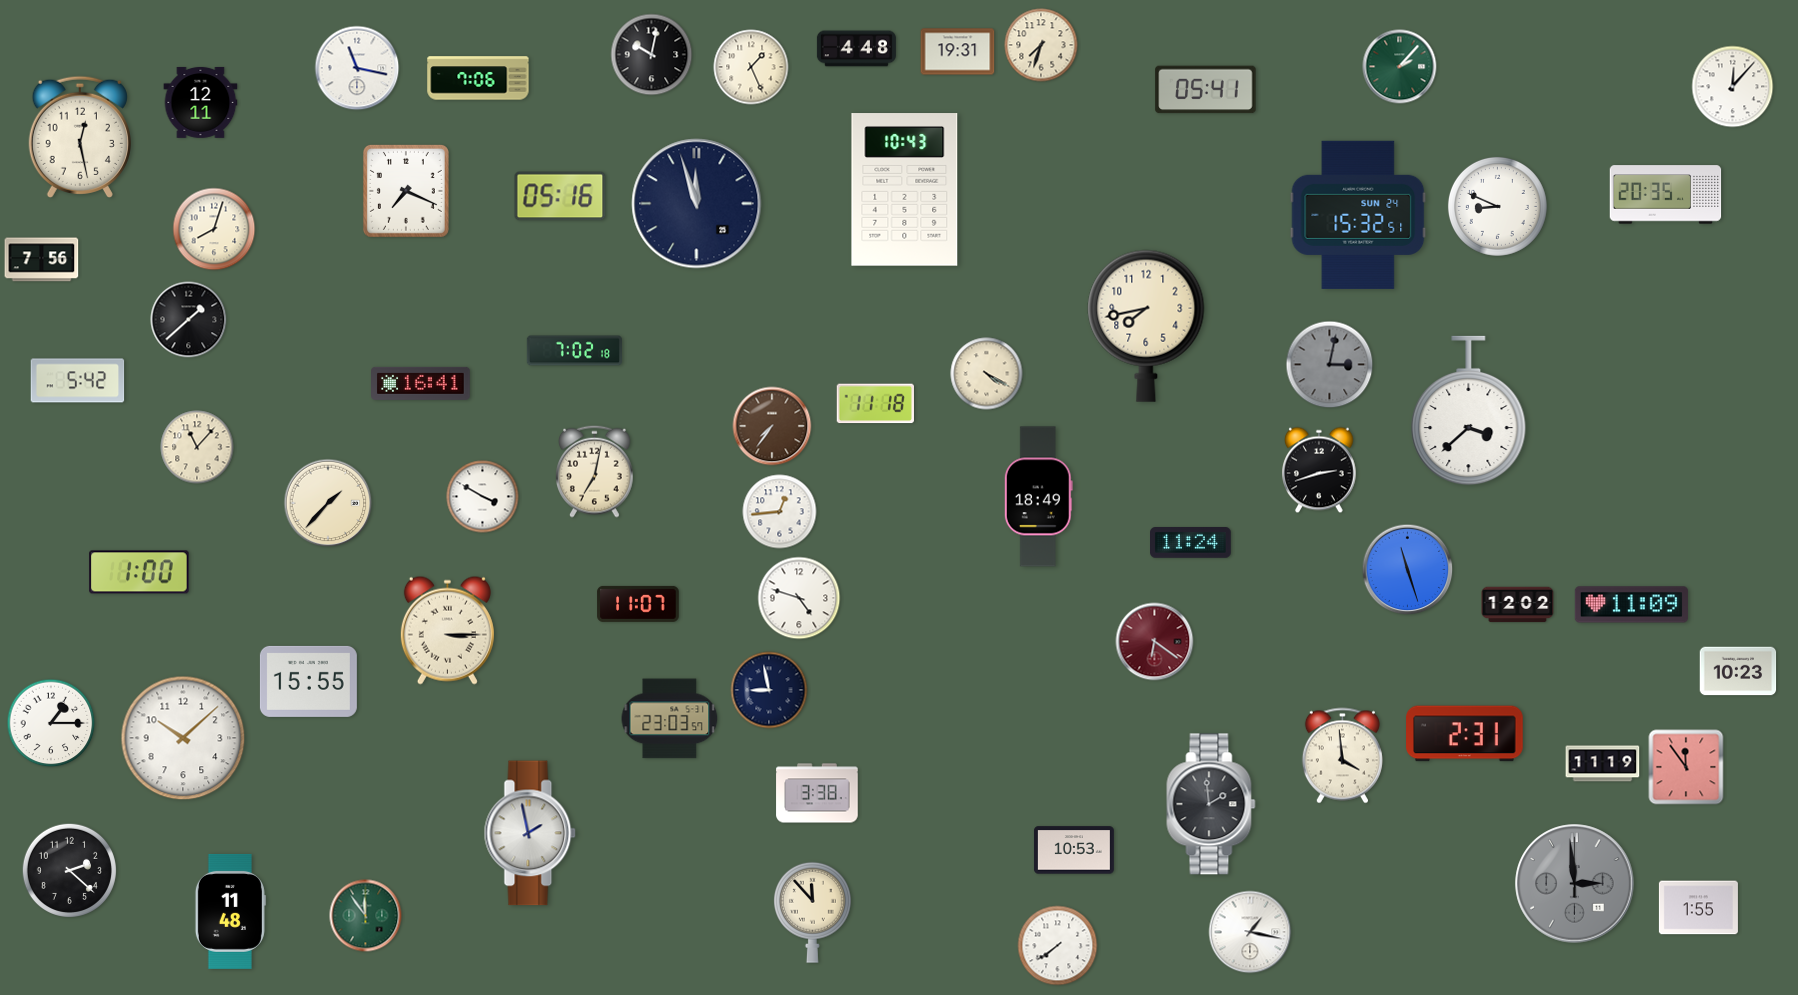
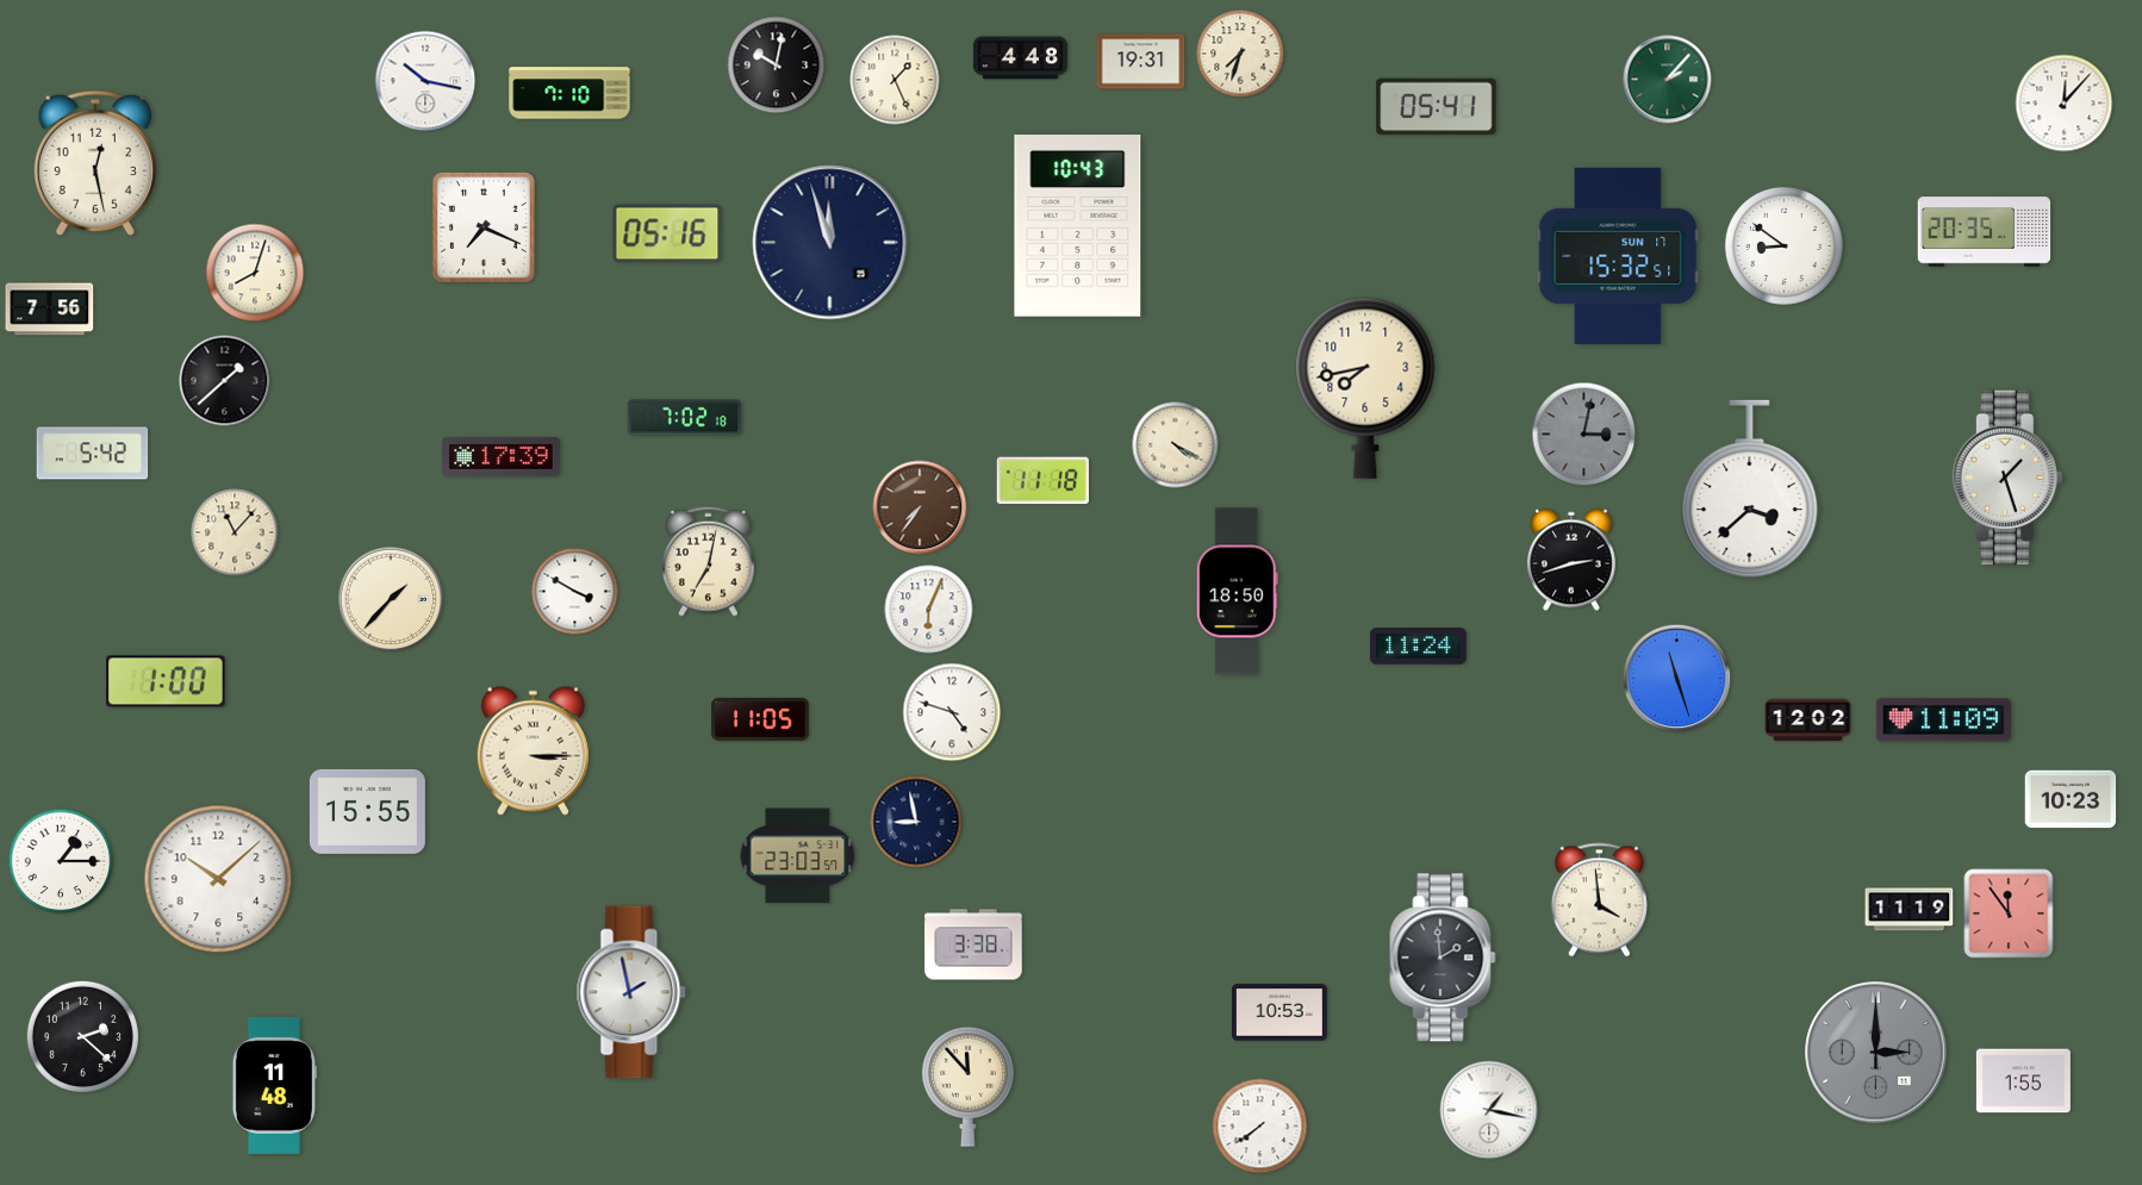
clock at (357, 68): 11:17 -> 10:17
clock at (478, 78): 7:06 -> 7:10
clock at (201, 102): 12:11 -> none
clock at (1497, 206): 8:49 -> 8:51
clock at (1358, 215) date: SUN 24 -> SUN 17
clock at (421, 383): 16:41 -> 17:39
clock at (2007, 478): none -> 1:27
clock at (1038, 497): 18:49 -> 18:50
clock at (780, 512): 12:44 -> 6:04
clock at (638, 604): 11:07 -> 11:05
clock at (1155, 642): 6:21 -> none
clock at (1465, 734): 2:31 -> none
clock at (1575, 884): 2:59 -> 3:00
clock at (366, 916): 11:54 -> none
